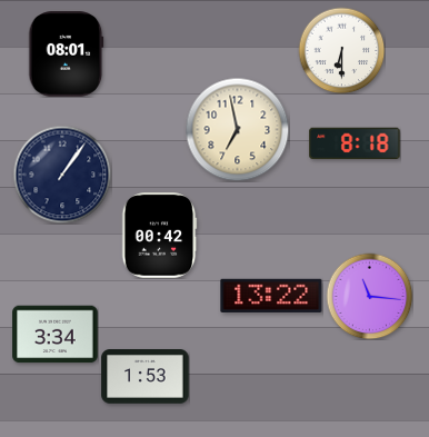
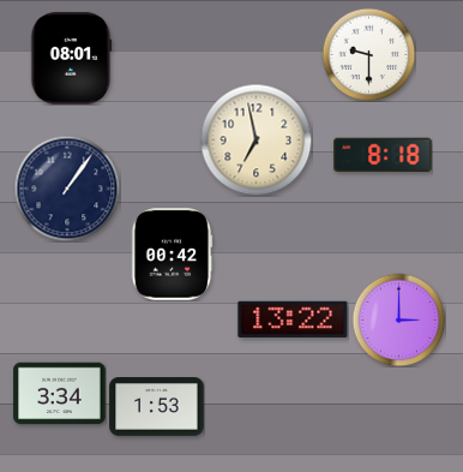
clock at (341, 50): 6:30 -> 9:30
clock at (369, 296): 11:16 -> 3:00
clock at (56, 335) position: (56, 335) -> (60, 394)
